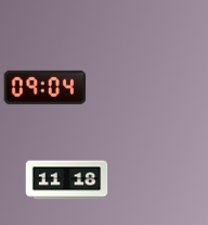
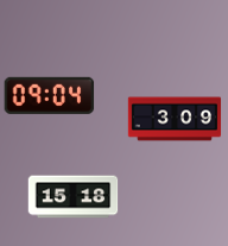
clock at (175, 119): none -> 3:09
clock at (67, 180): 11:18 -> 15:18
